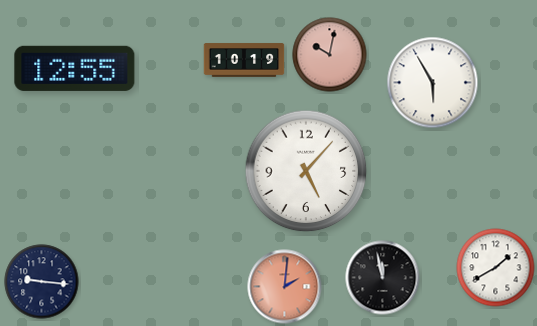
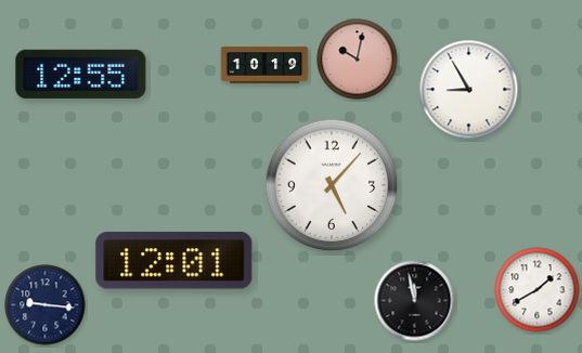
clock at (433, 83): 5:55 -> 8:55
clock at (174, 261): none -> 12:01
clock at (285, 287): 2:01 -> none
